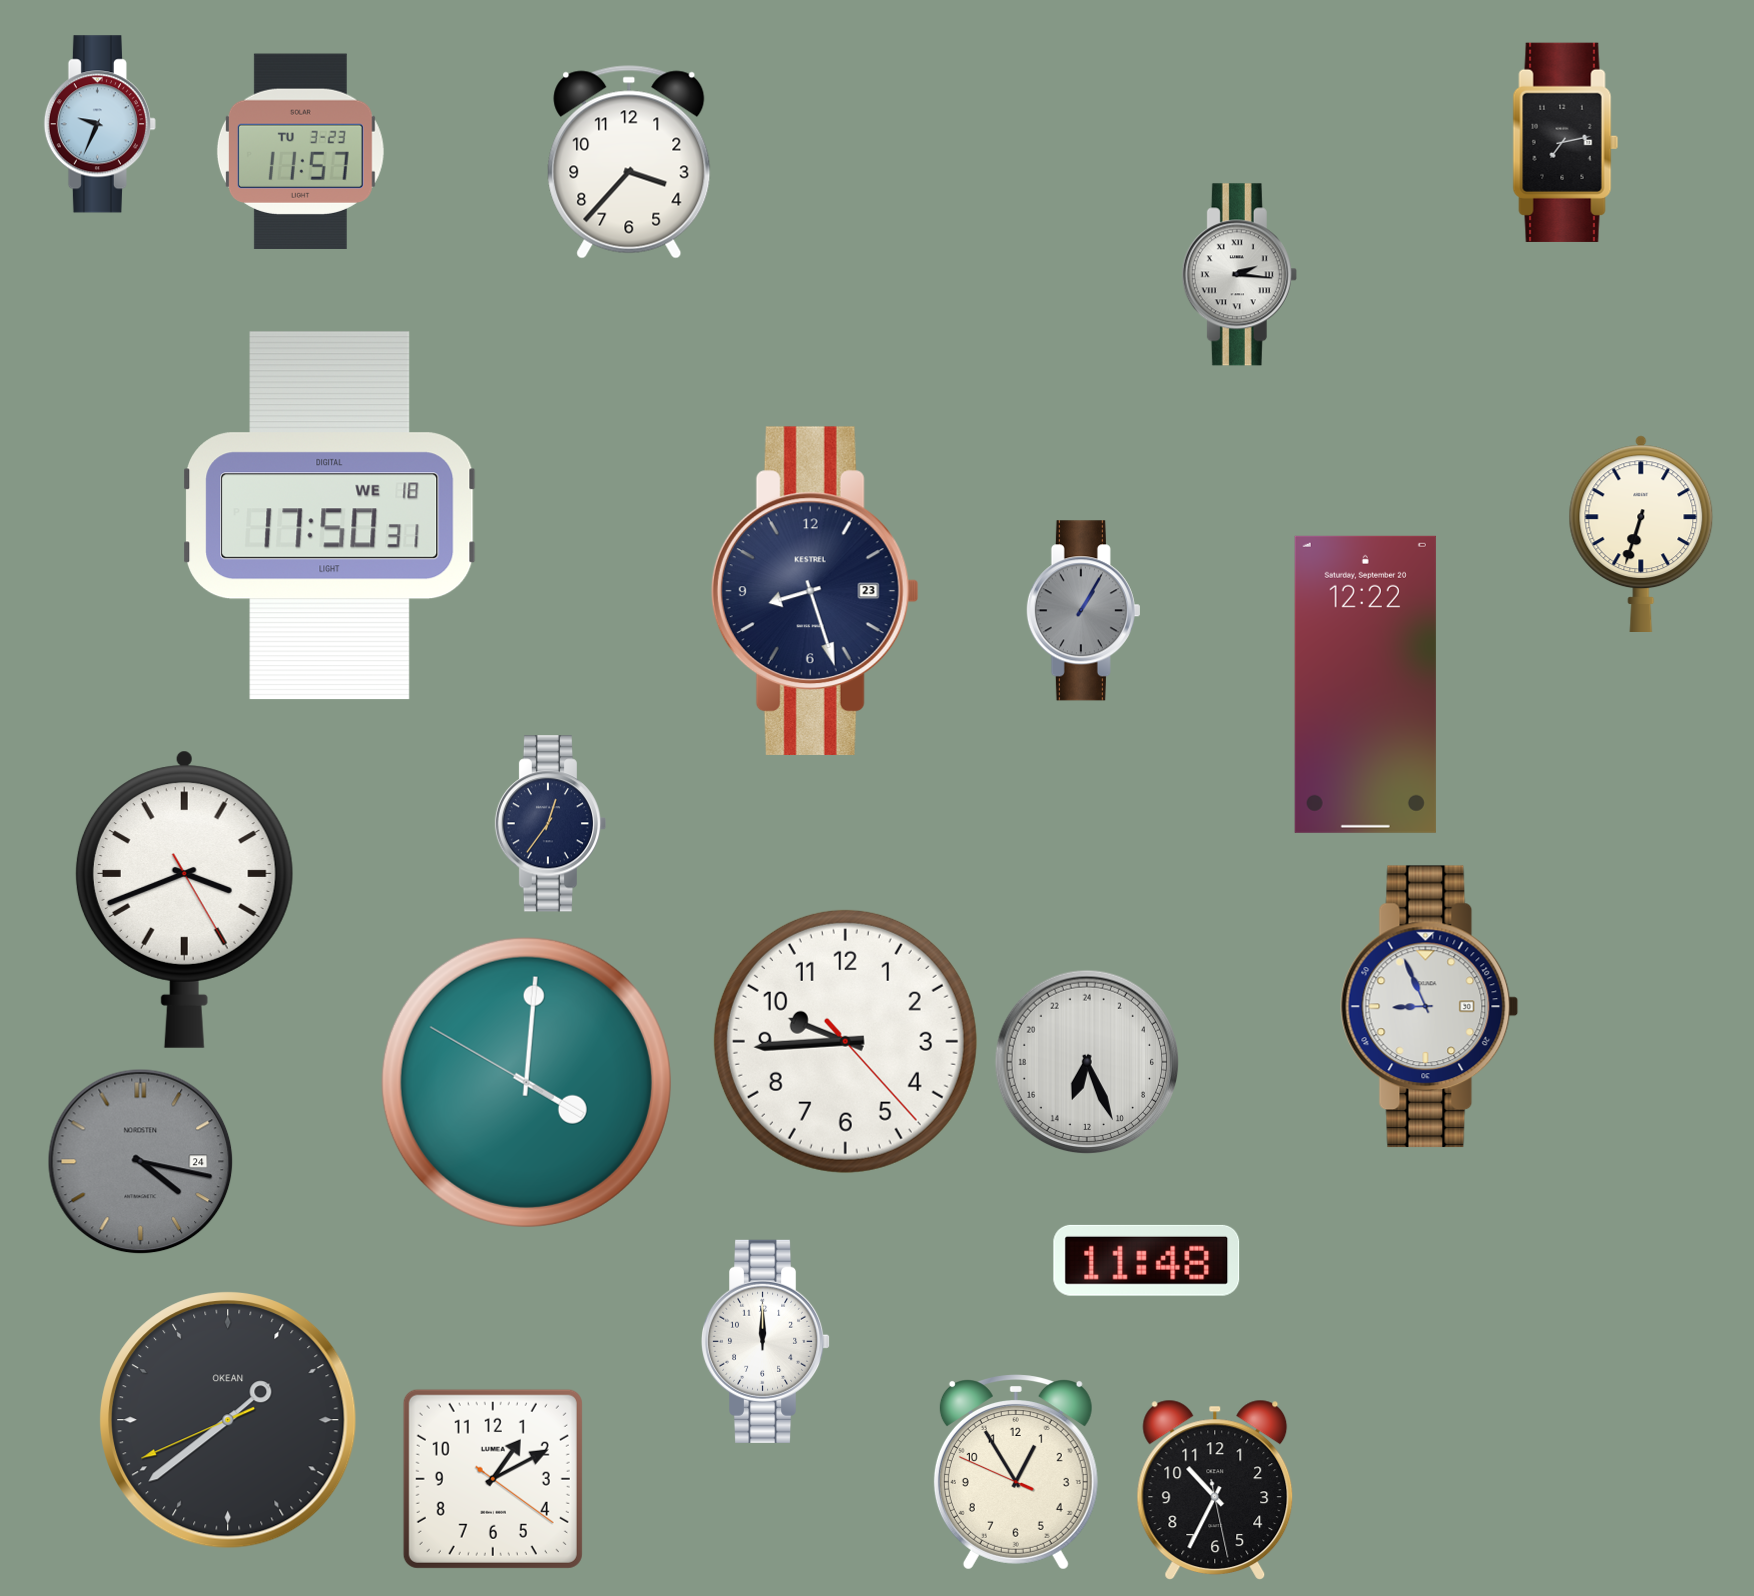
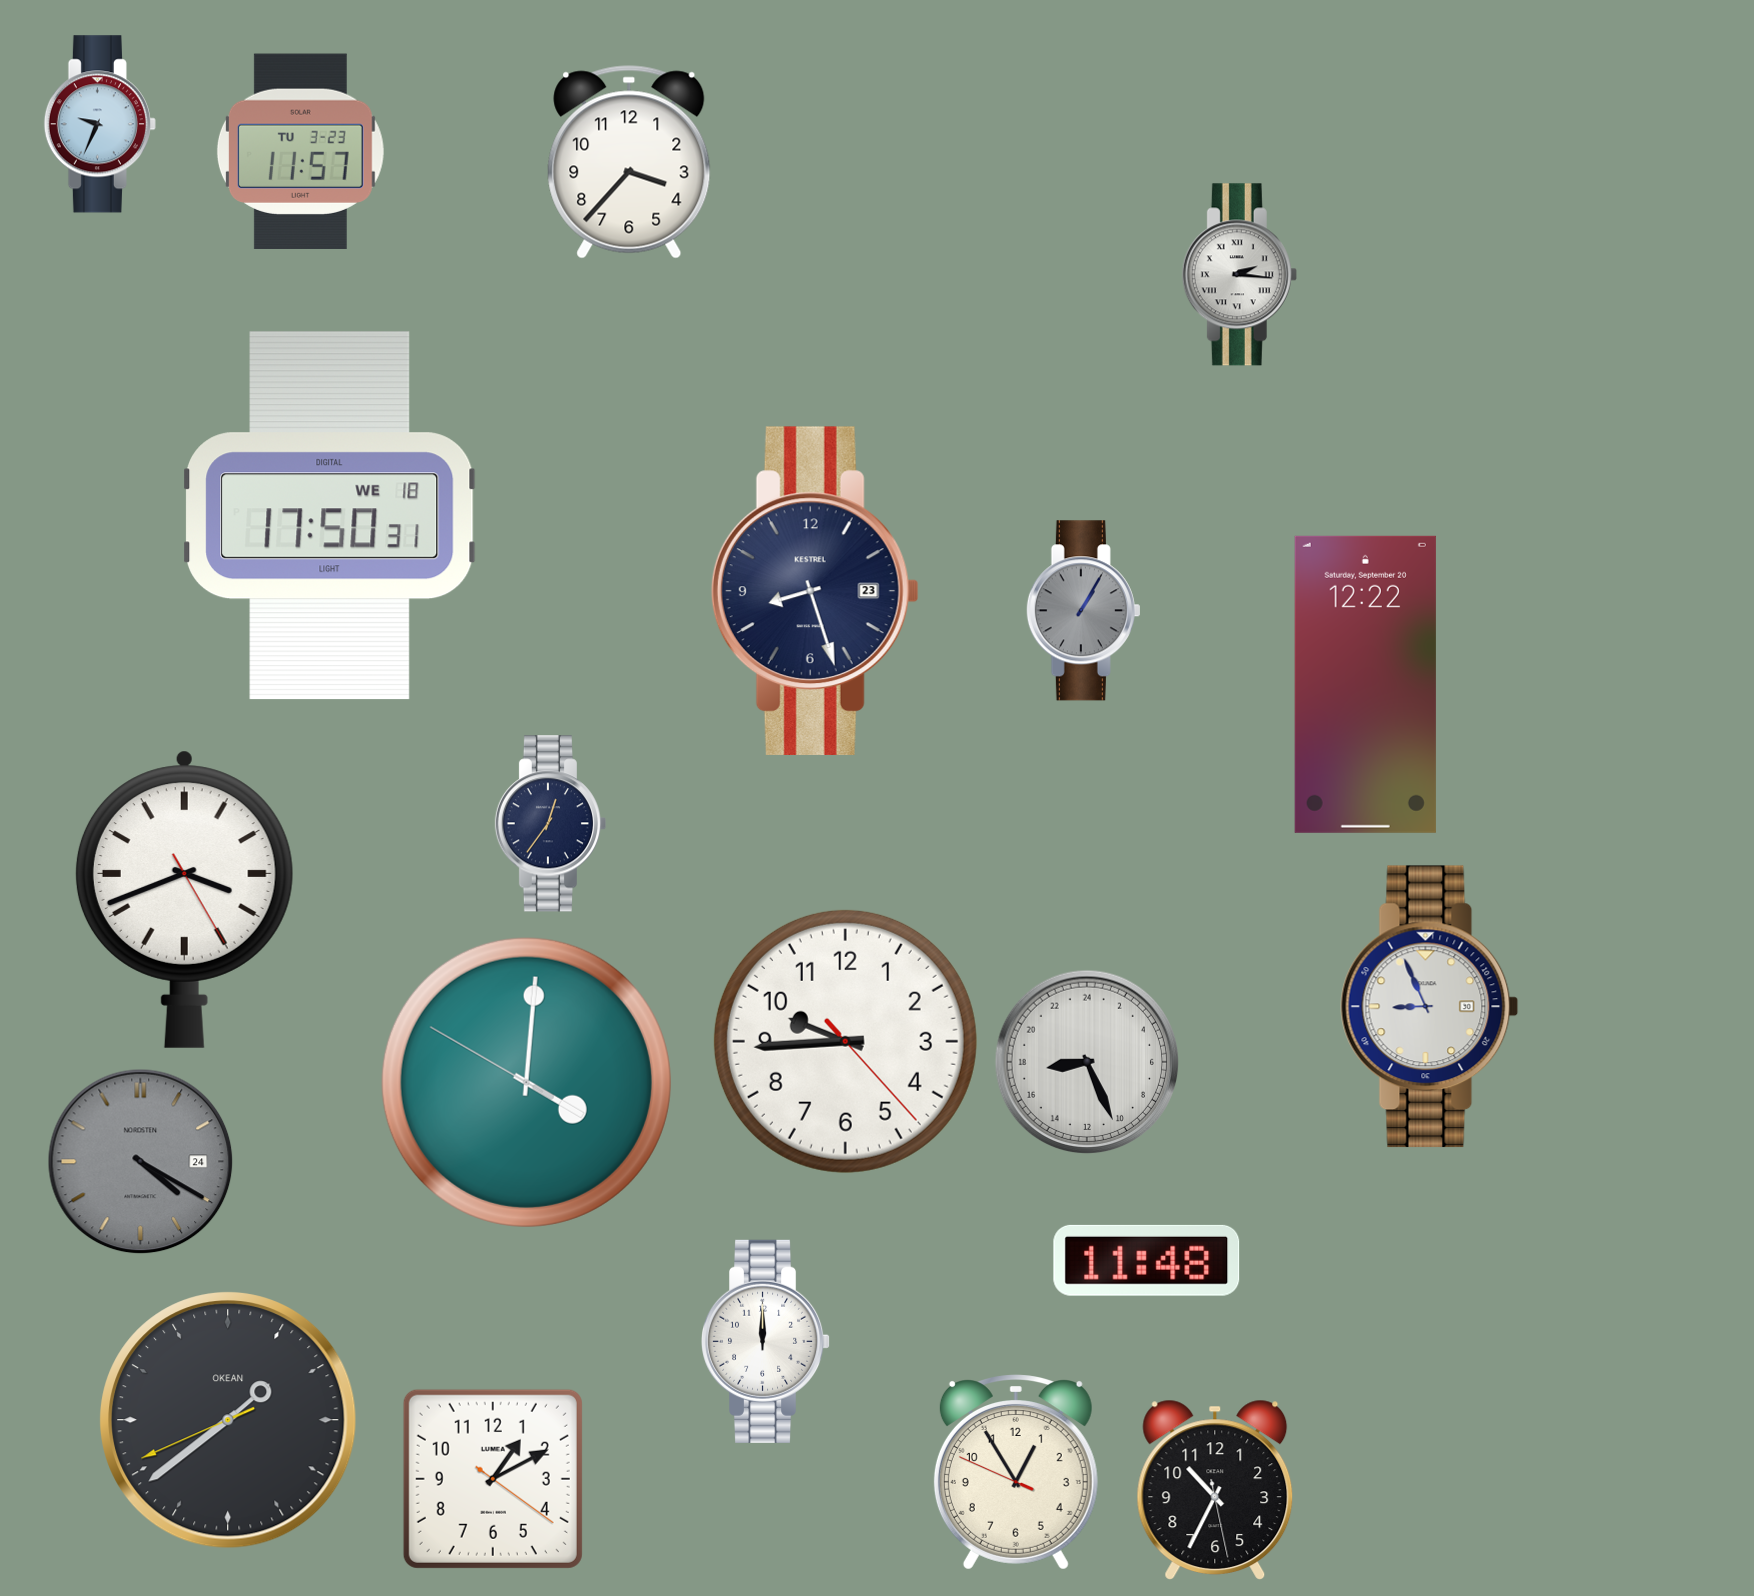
clock at (1566, 142): 7:13 -> none
clock at (1641, 533): 6:33 -> none
clock at (1087, 1062): 13:26 -> 17:26
clock at (141, 1162): 4:17 -> 4:20
